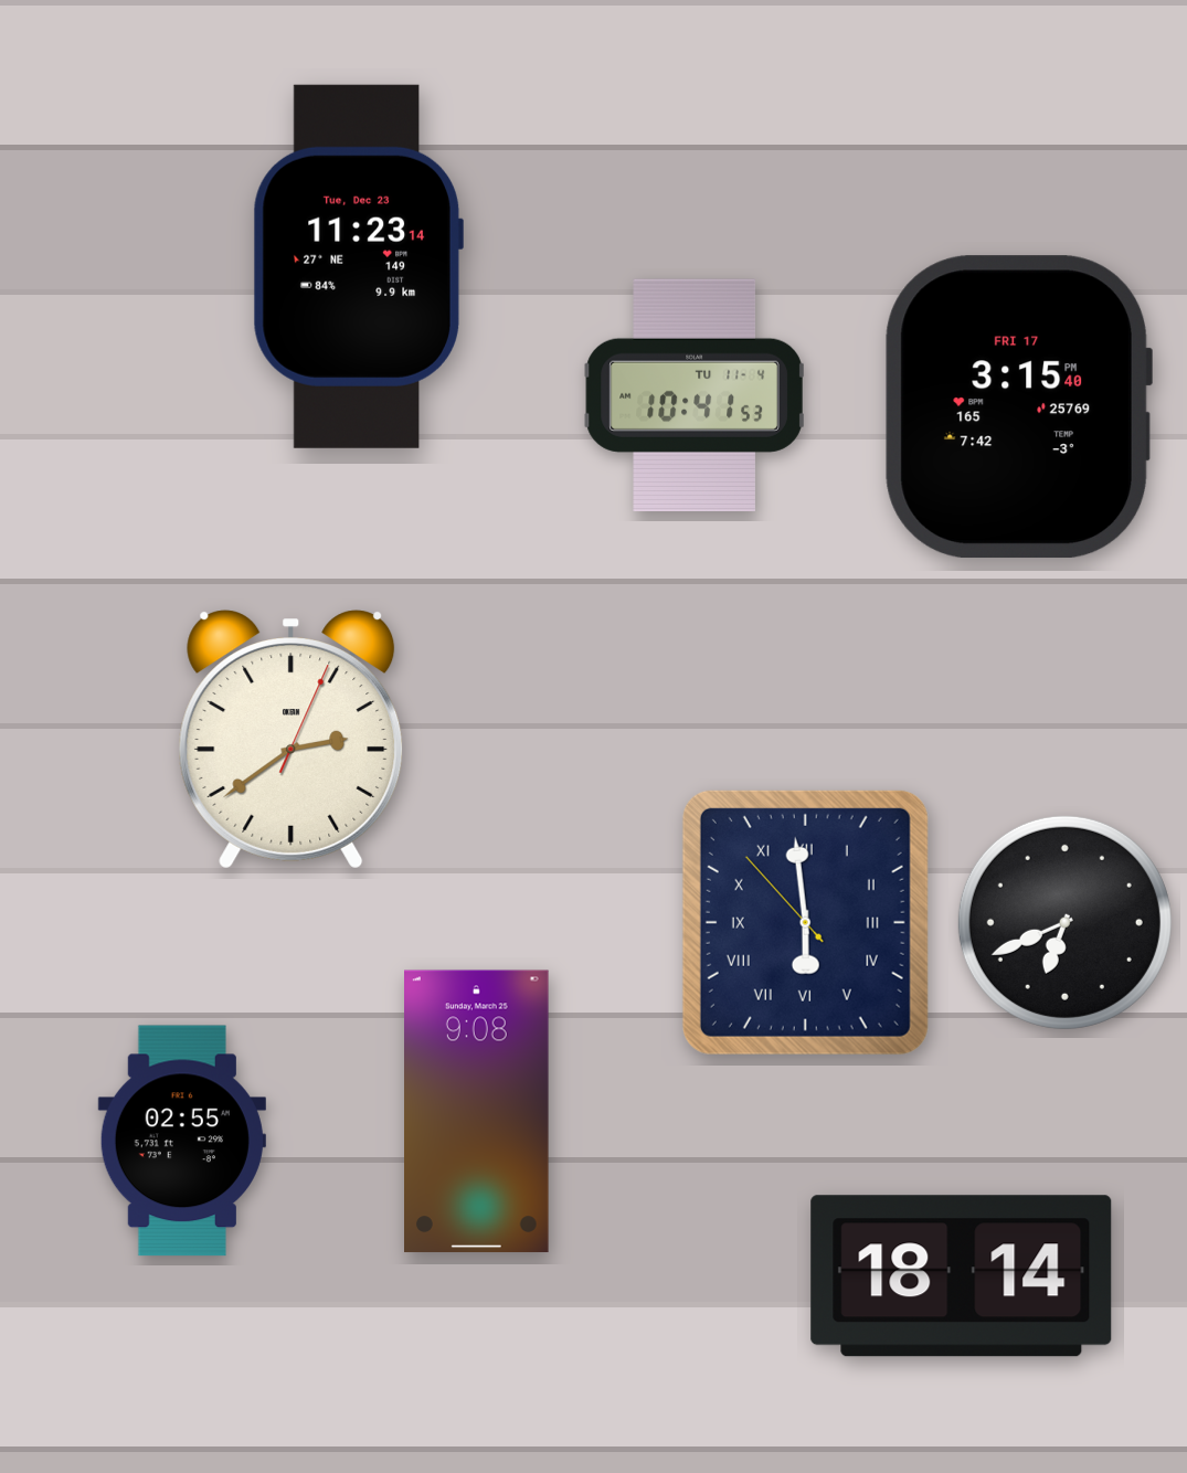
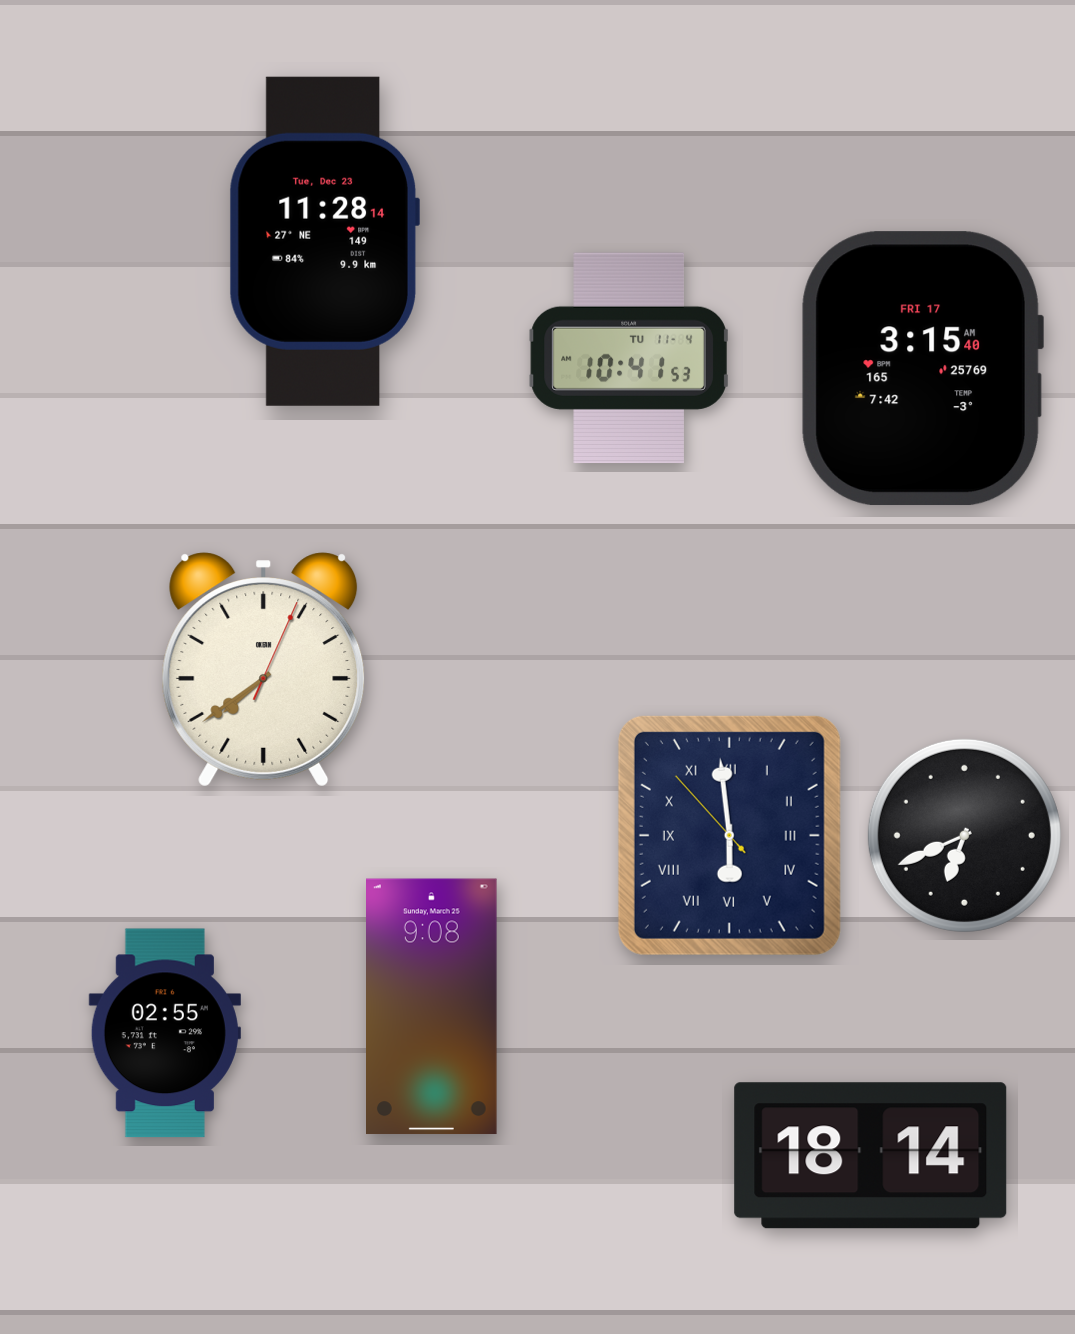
clock at (358, 266): 11:23 -> 11:28
clock at (1017, 407): 3:15:40 PM -> 3:15:40 AM
clock at (292, 740): 2:39 -> 7:39
